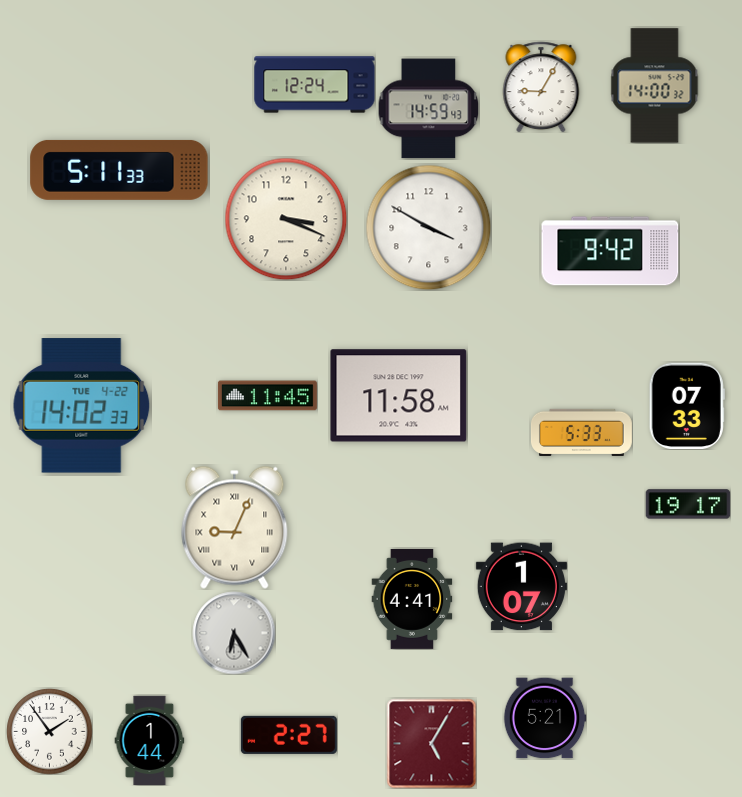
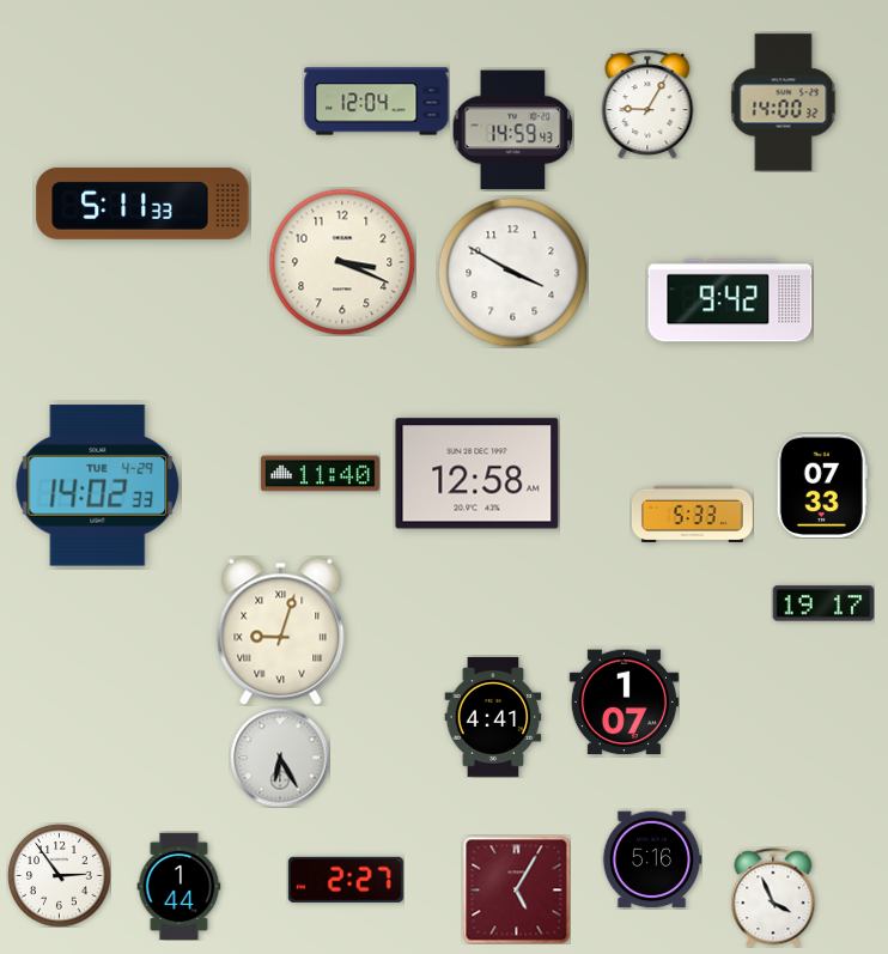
clock at (315, 85): 12:24 -> 12:04
clock at (267, 396): 11:45 -> 11:40
clock at (399, 396): 11:58 -> 12:58
clock at (82, 406) date: TUE 4-22 -> TUE 4-29
clock at (582, 432) position: (582, 432) -> (693, 514)
clock at (235, 527): 9:04 -> 9:03
clock at (545, 718): 5:21 -> 5:16
clock at (49, 731): 1:54 -> 2:54
clock at (773, 898): none -> 3:56
